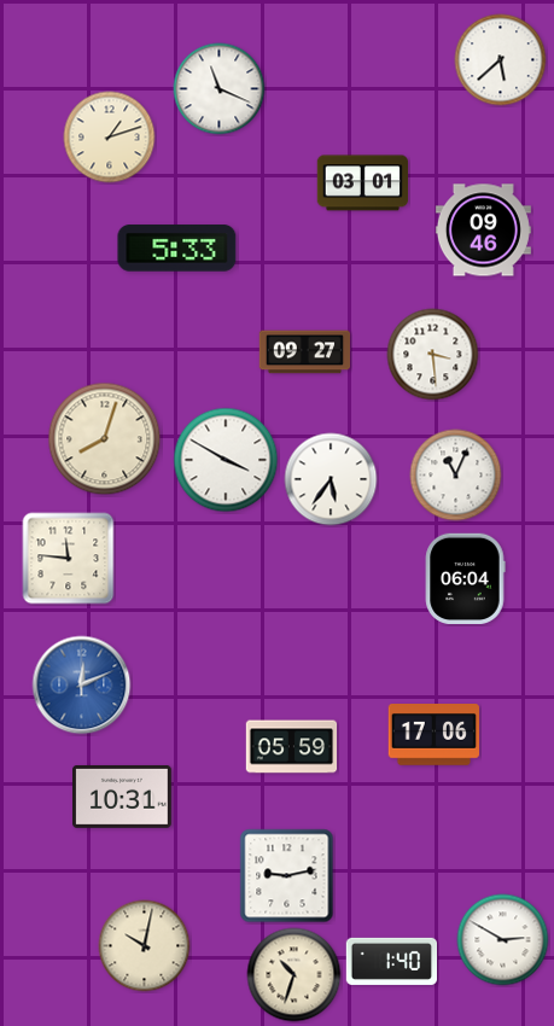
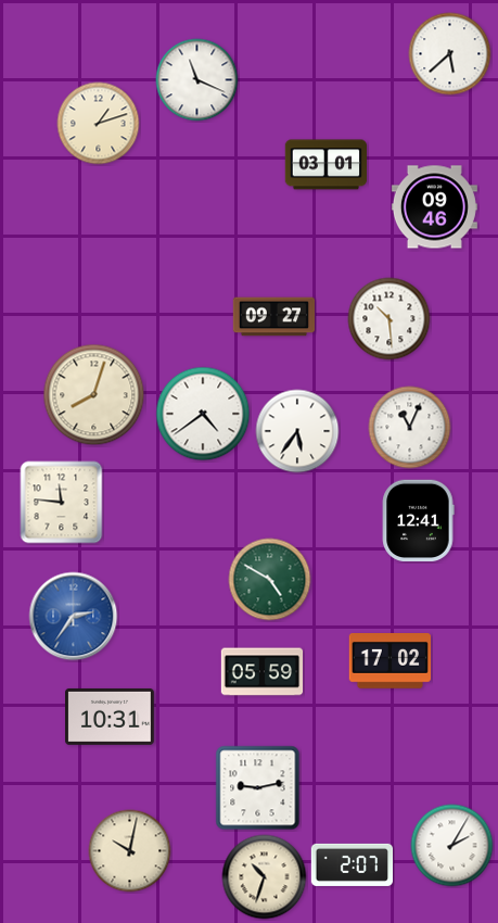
clock at (177, 249): 5:33 -> none
clock at (433, 355): 3:29 -> 10:29
clock at (226, 460): 3:50 -> 4:39
clock at (465, 579): 06:04 -> 12:41
clock at (270, 580): none -> 4:50
clock at (82, 686): 12:11 -> 2:36
clock at (435, 735): 17:06 -> 17:02
clock at (503, 940): 2:50 -> 2:05
clock at (392, 961): 1:40 -> 2:07
